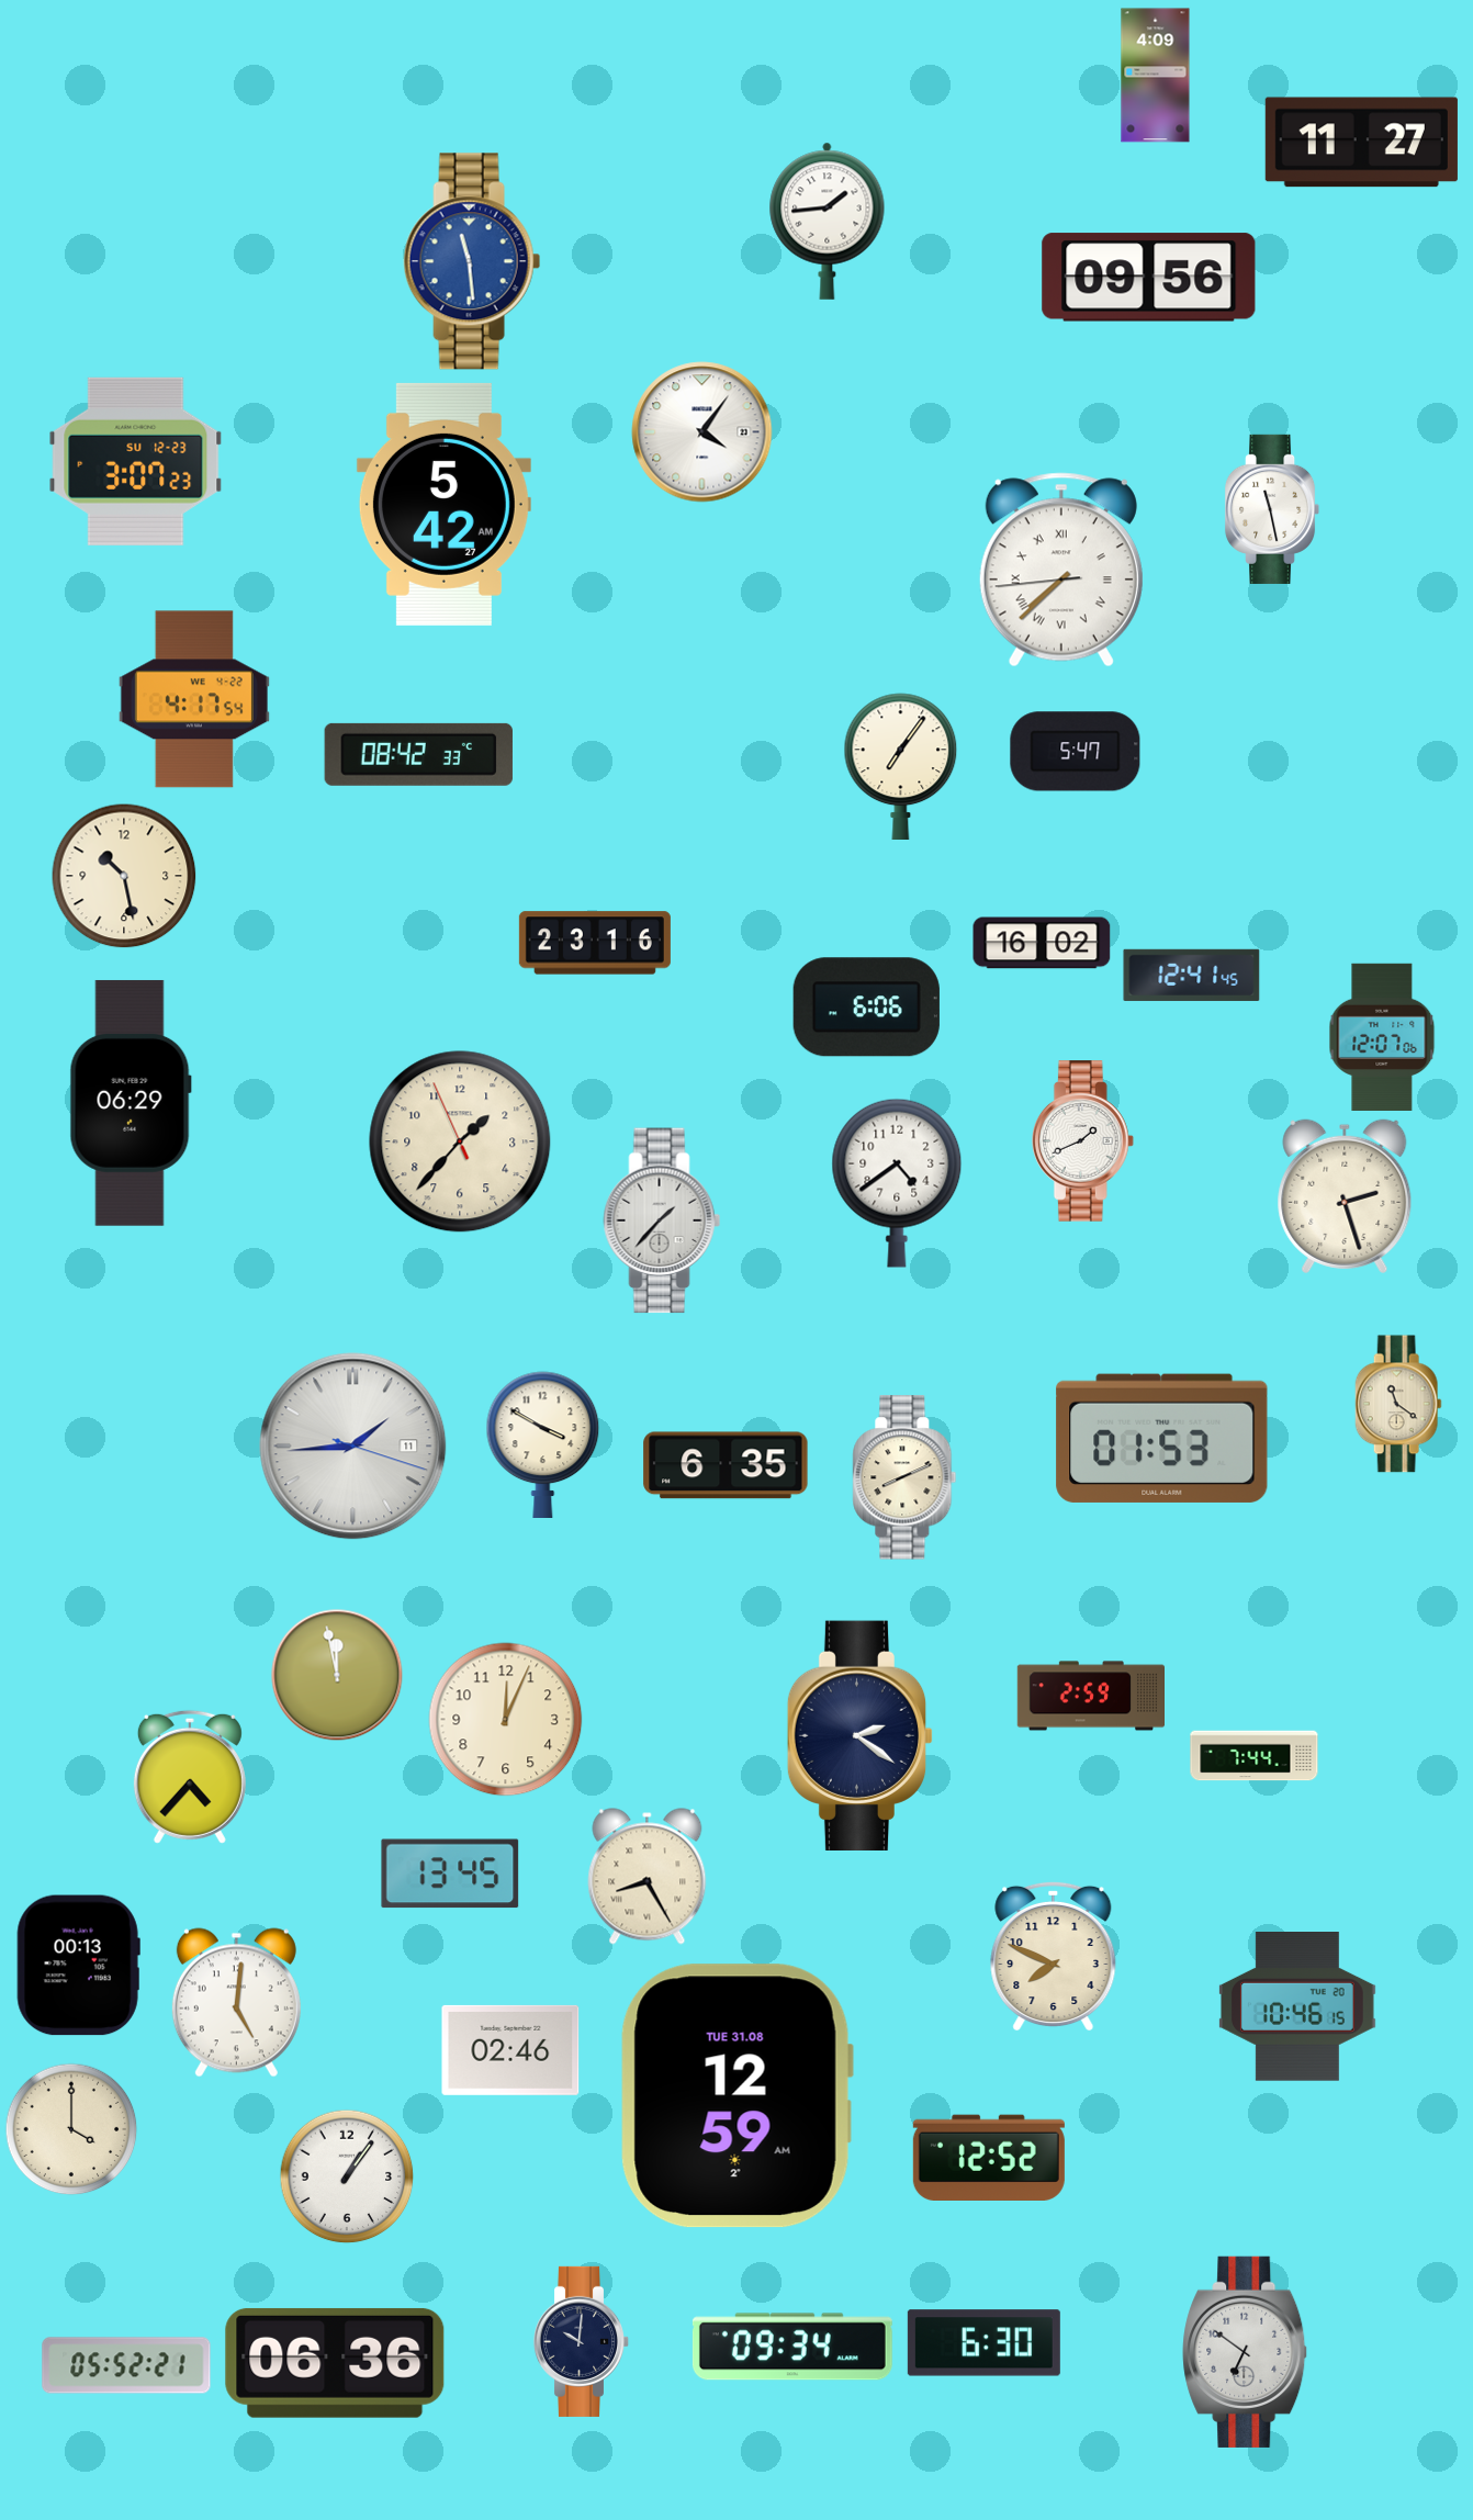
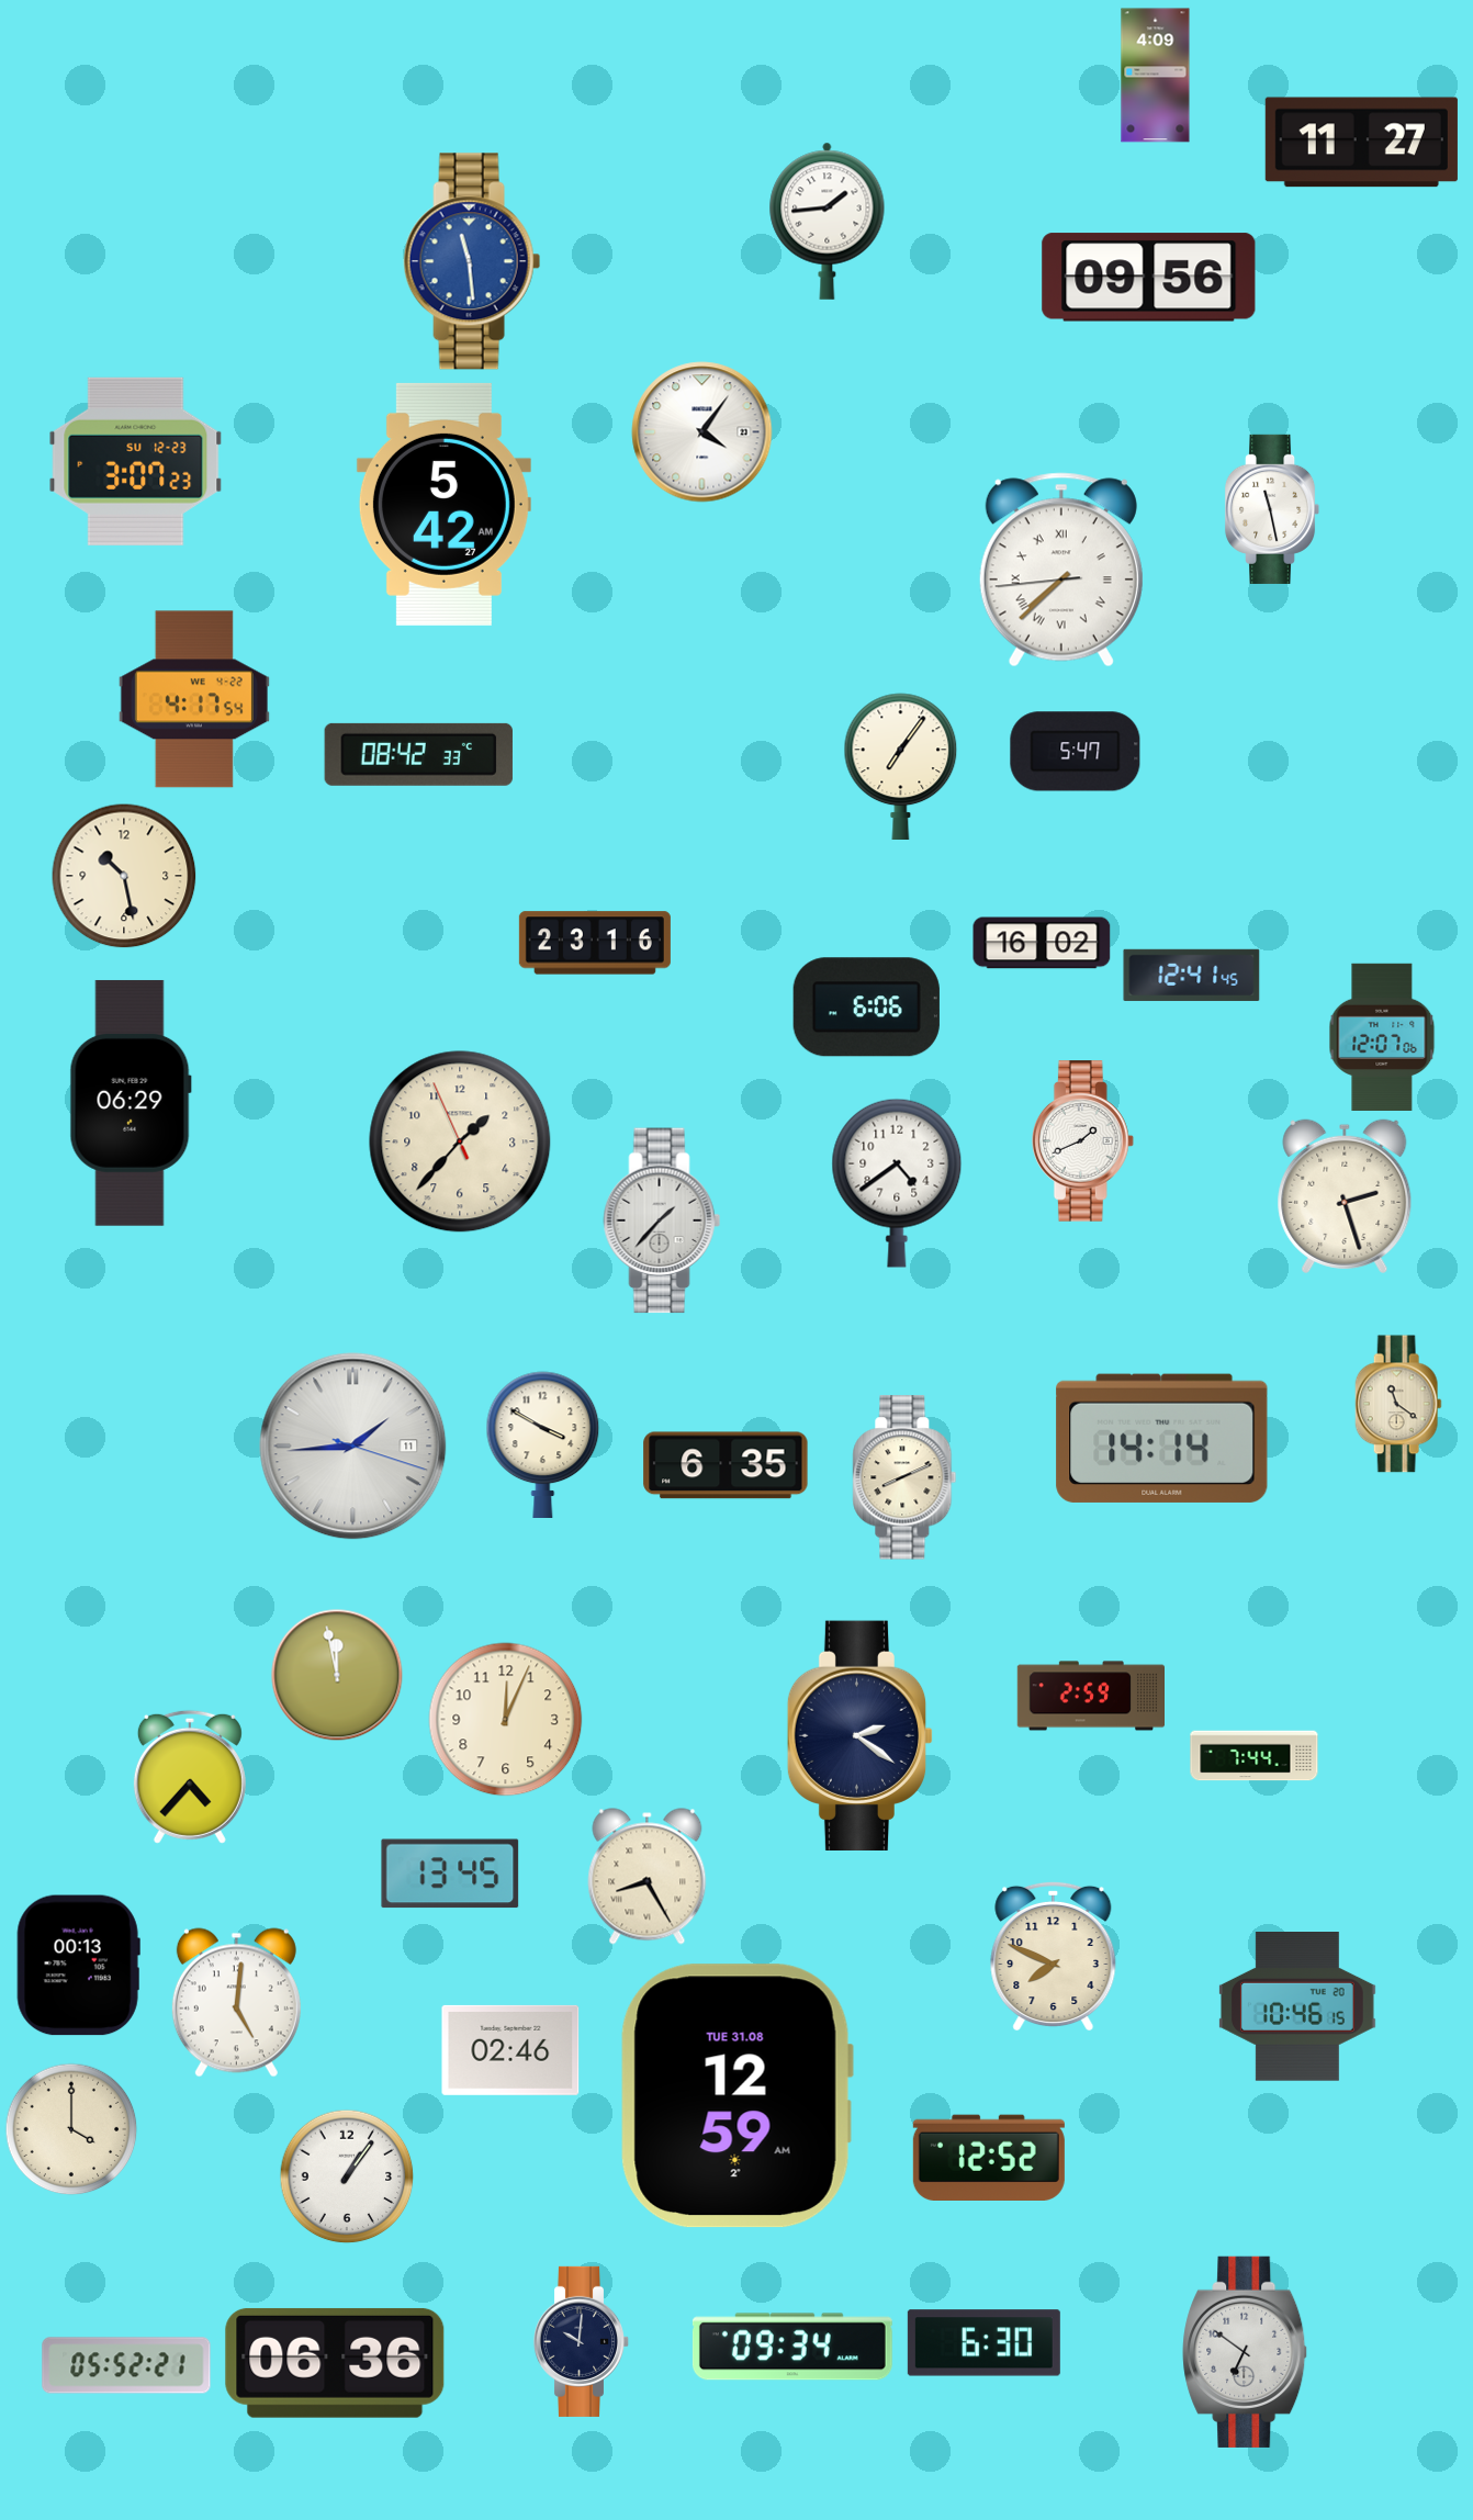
clock at (1162, 1438): 01:53 -> 14:14
